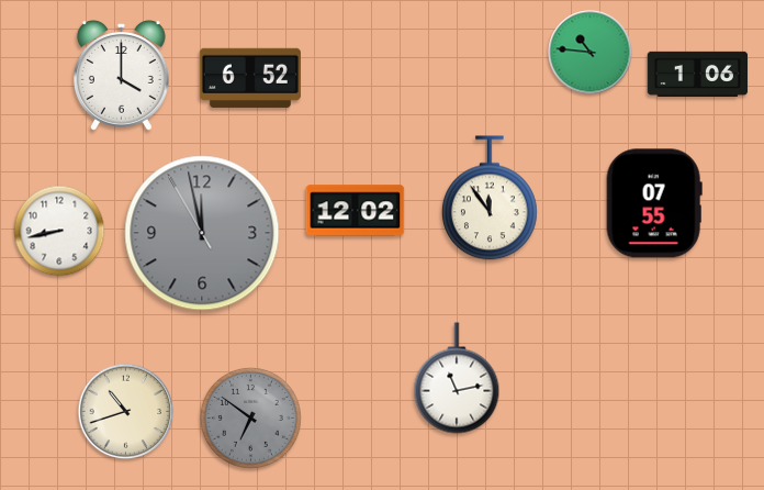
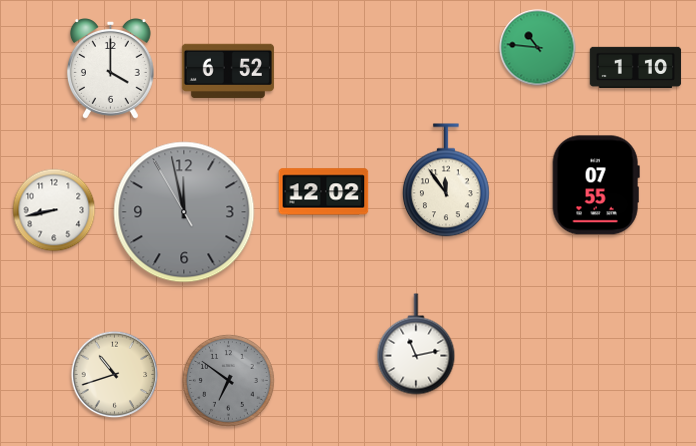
clock at (698, 74): 1:06 -> 1:10
